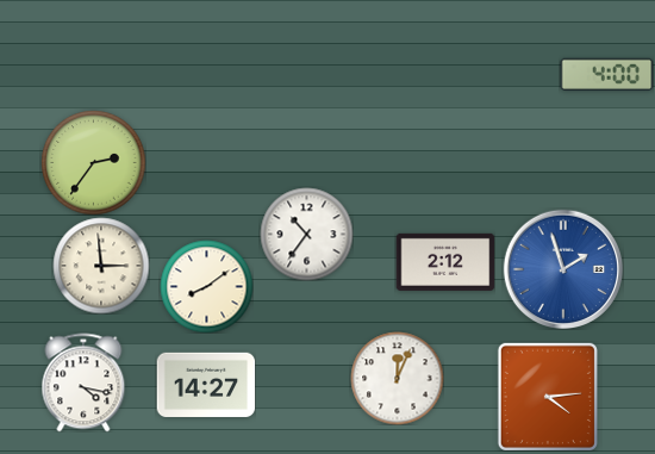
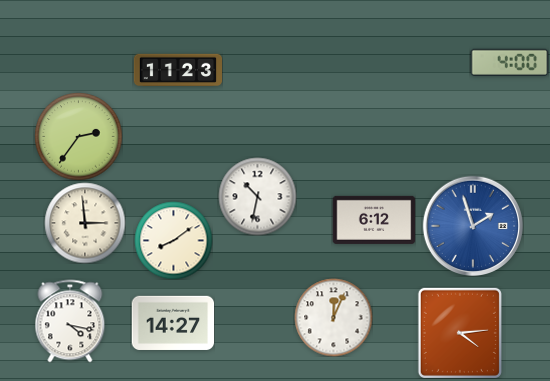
clock at (177, 70): none -> 11:23
clock at (306, 234): 10:36 -> 10:32
clock at (445, 262): 2:12 -> 6:12
